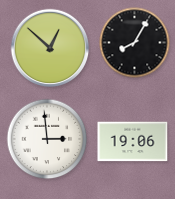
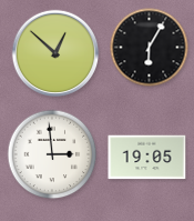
clock at (135, 43): 8:05 -> 6:05
clock at (133, 142): 19:06 -> 19:05
